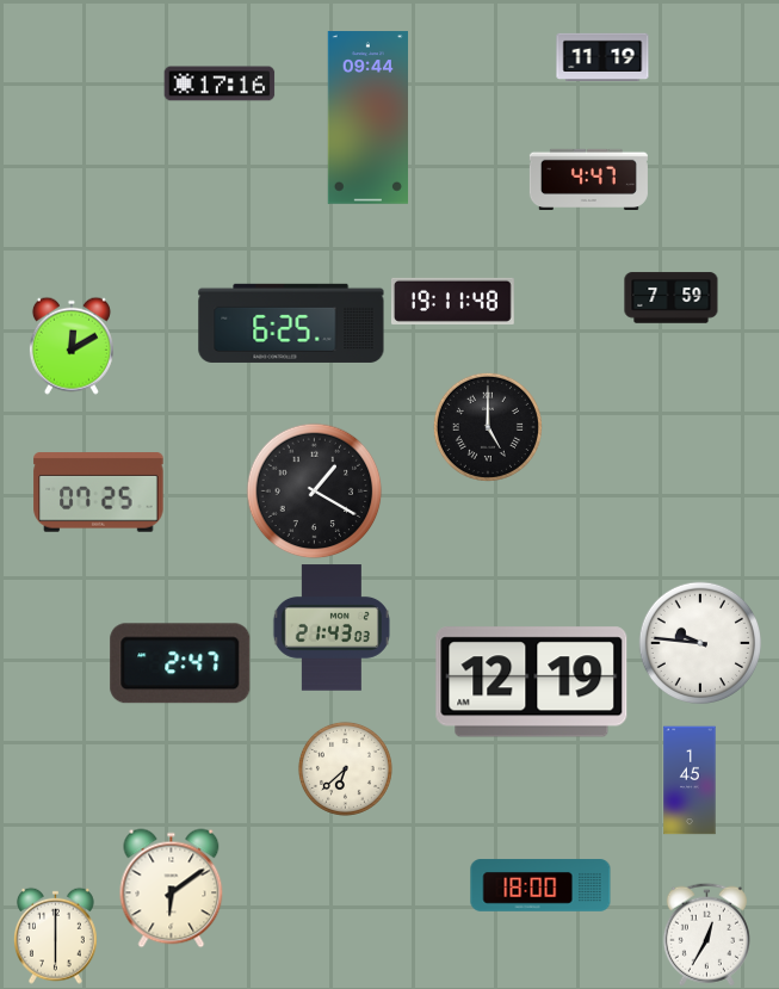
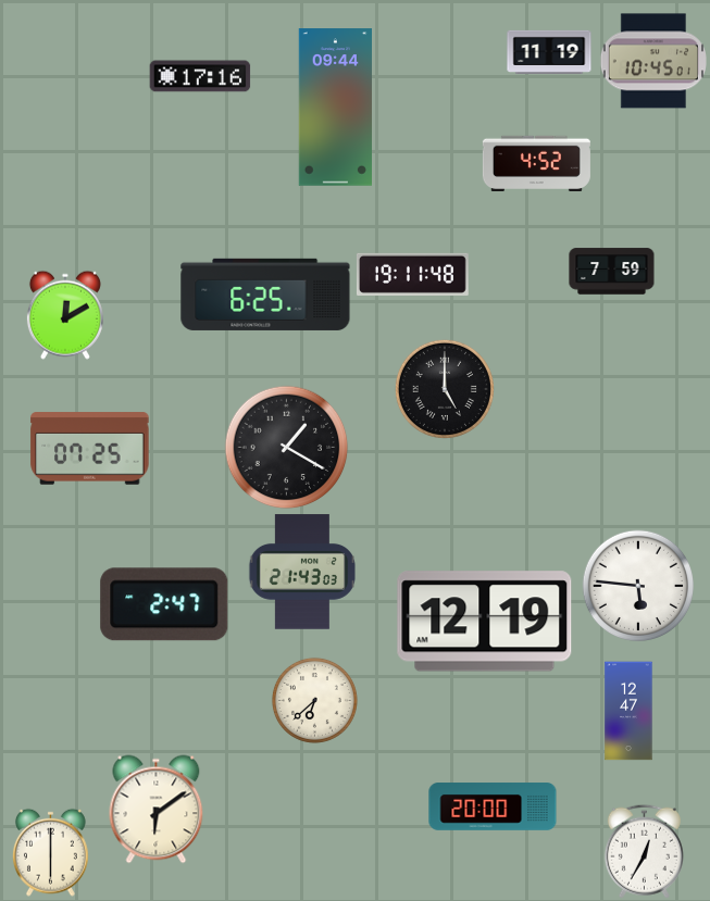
clock at (653, 61): none -> 10:45
clock at (588, 180): 4:47 -> 4:52
clock at (699, 642): 9:46 -> 5:46
clock at (690, 780): 1:45 -> 12:47
clock at (540, 885): 18:00 -> 20:00
